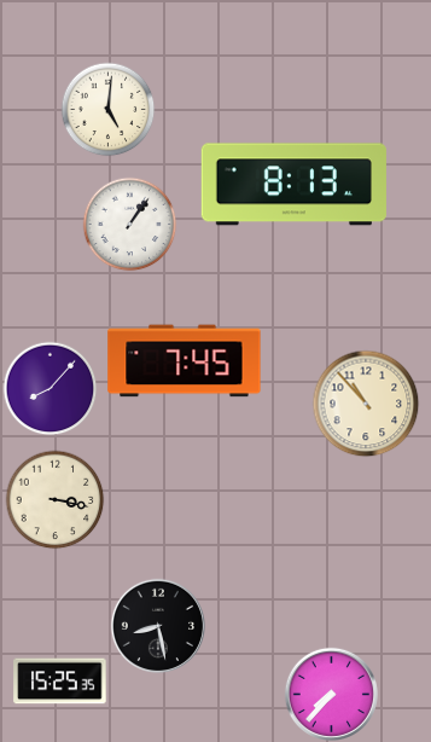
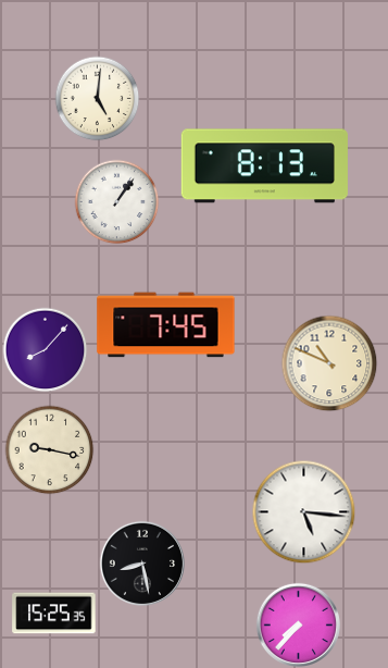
clock at (366, 404): 10:53 -> 10:49
clock at (54, 499): 3:17 -> 9:17
clock at (303, 511): none -> 5:16
